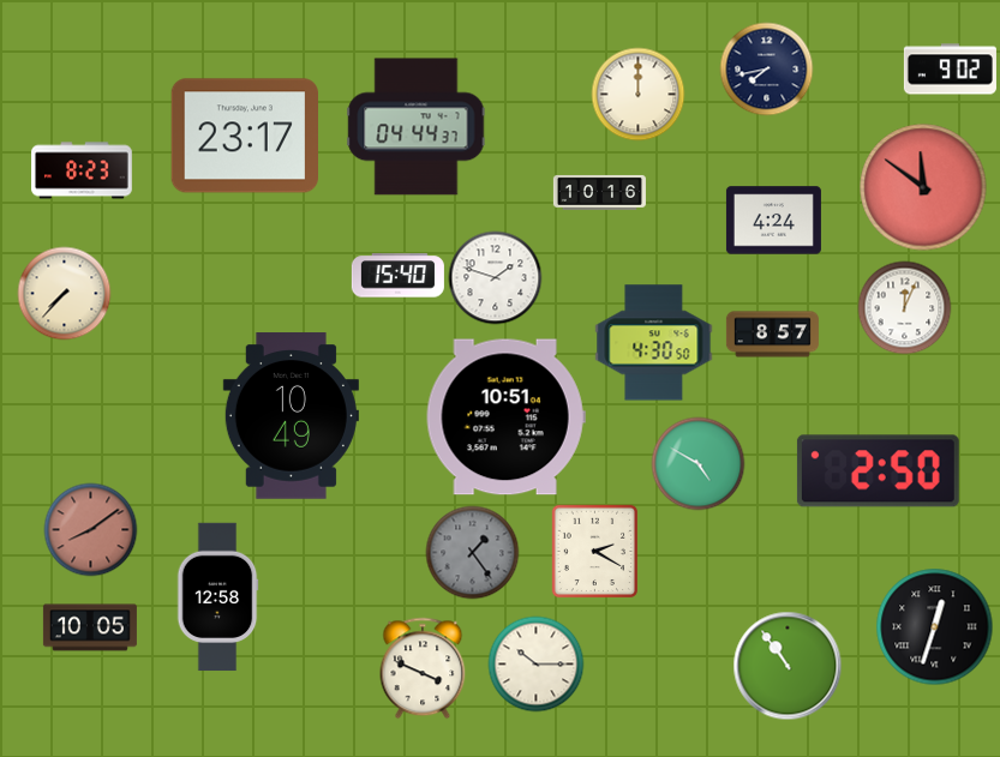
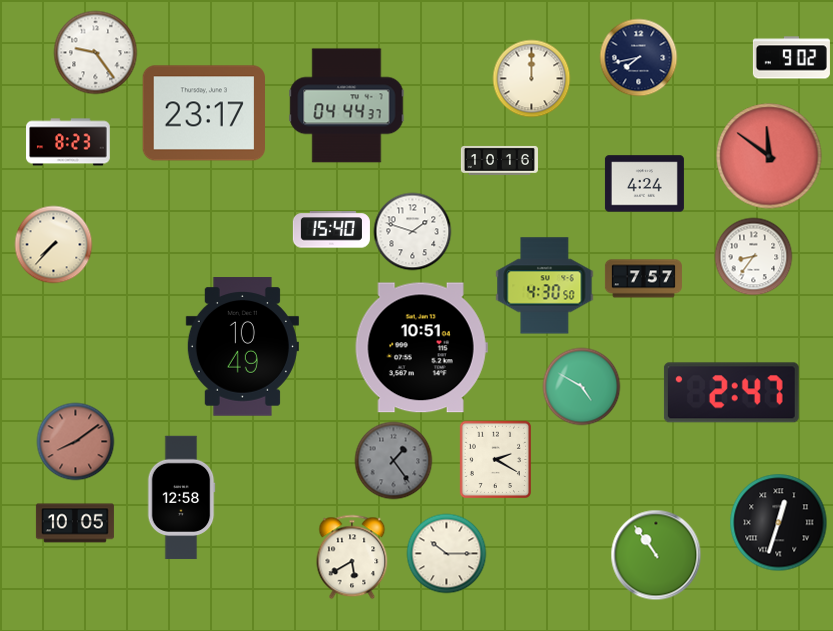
clock at (95, 52): none -> 9:24
clock at (904, 307): 12:04 -> 8:36
clock at (772, 335): 8:57 -> 7:57
clock at (878, 471): 2:50 -> 2:47
clock at (423, 668): 3:49 -> 5:40
